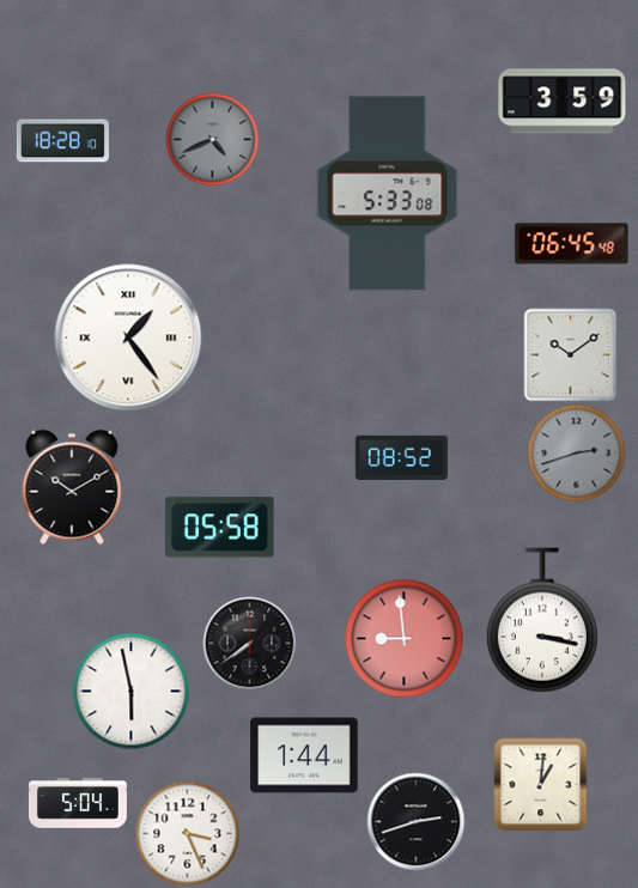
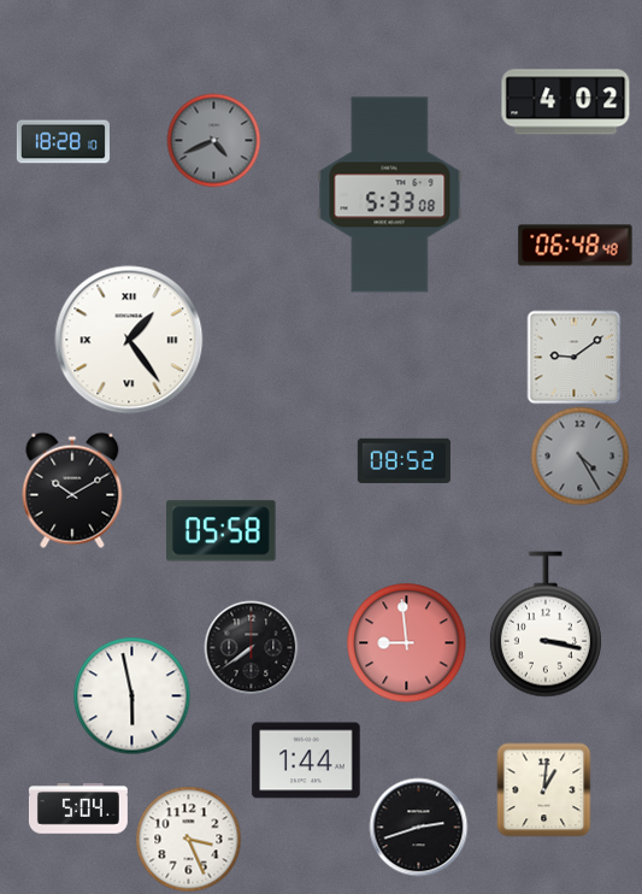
clock at (563, 102): 3:59 -> 4:02
clock at (572, 244): 06:45 -> 06:48
clock at (570, 354): 10:09 -> 9:09
clock at (576, 452): 2:42 -> 4:25
